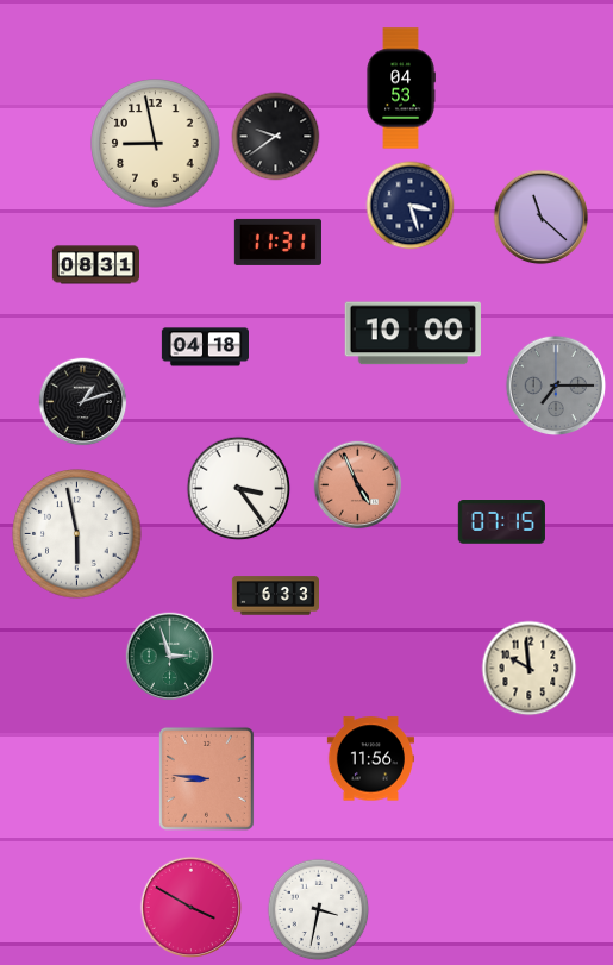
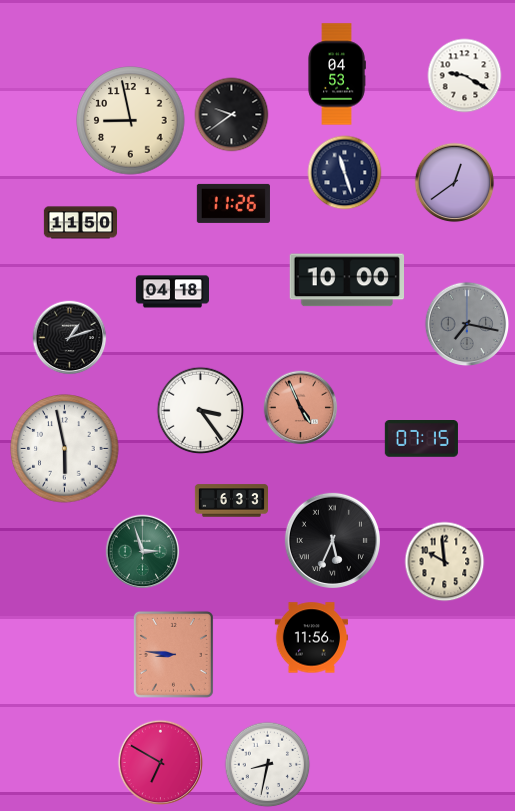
clock at (465, 76): none -> 9:20
clock at (411, 206): 3:27 -> 11:27
clock at (542, 218): 11:22 -> 12:39
clock at (277, 242): 11:31 -> 11:26
clock at (95, 265): 08:31 -> 11:50
clock at (556, 386): 7:15 -> 7:17
clock at (332, 540): none -> 5:34
clock at (192, 908): 3:50 -> 6:50
clock at (319, 910): 3:32 -> 8:32
